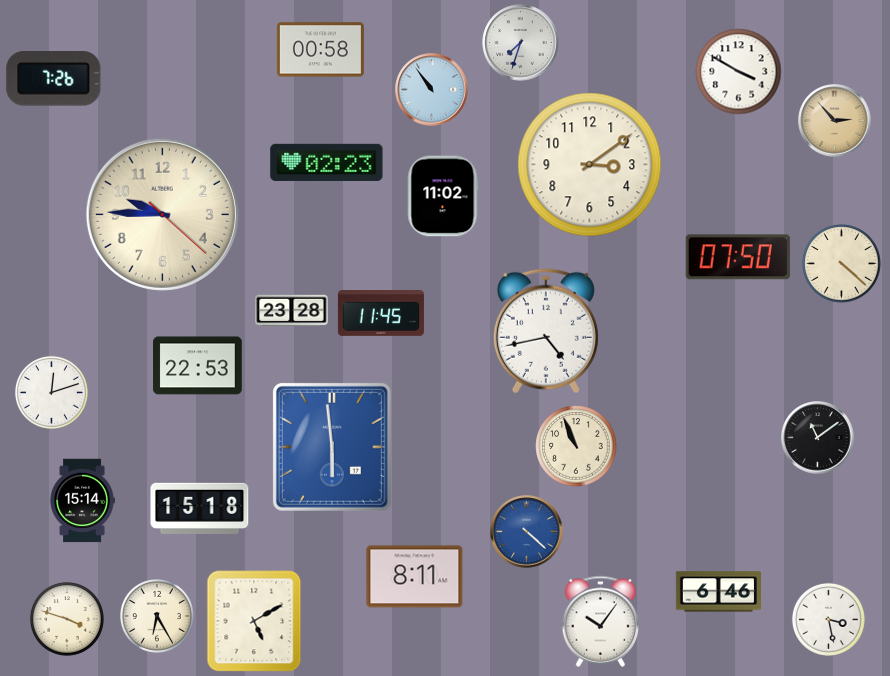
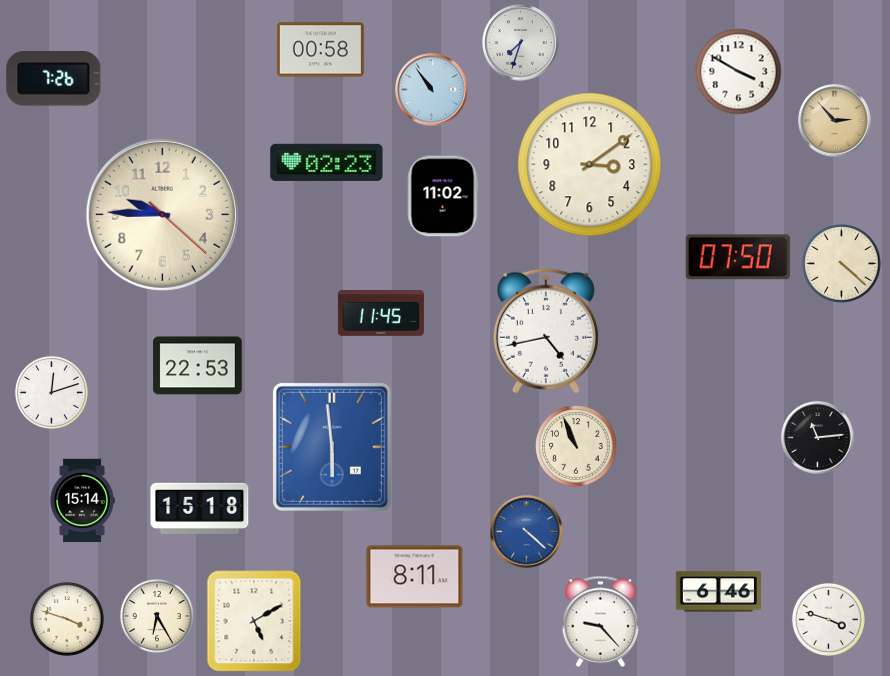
clock at (292, 311): 23:28 -> none
clock at (818, 438): 11:09 -> 11:14
clock at (828, 619): 3:28 -> 3:48
clock at (600, 621): 10:06 -> 9:23
